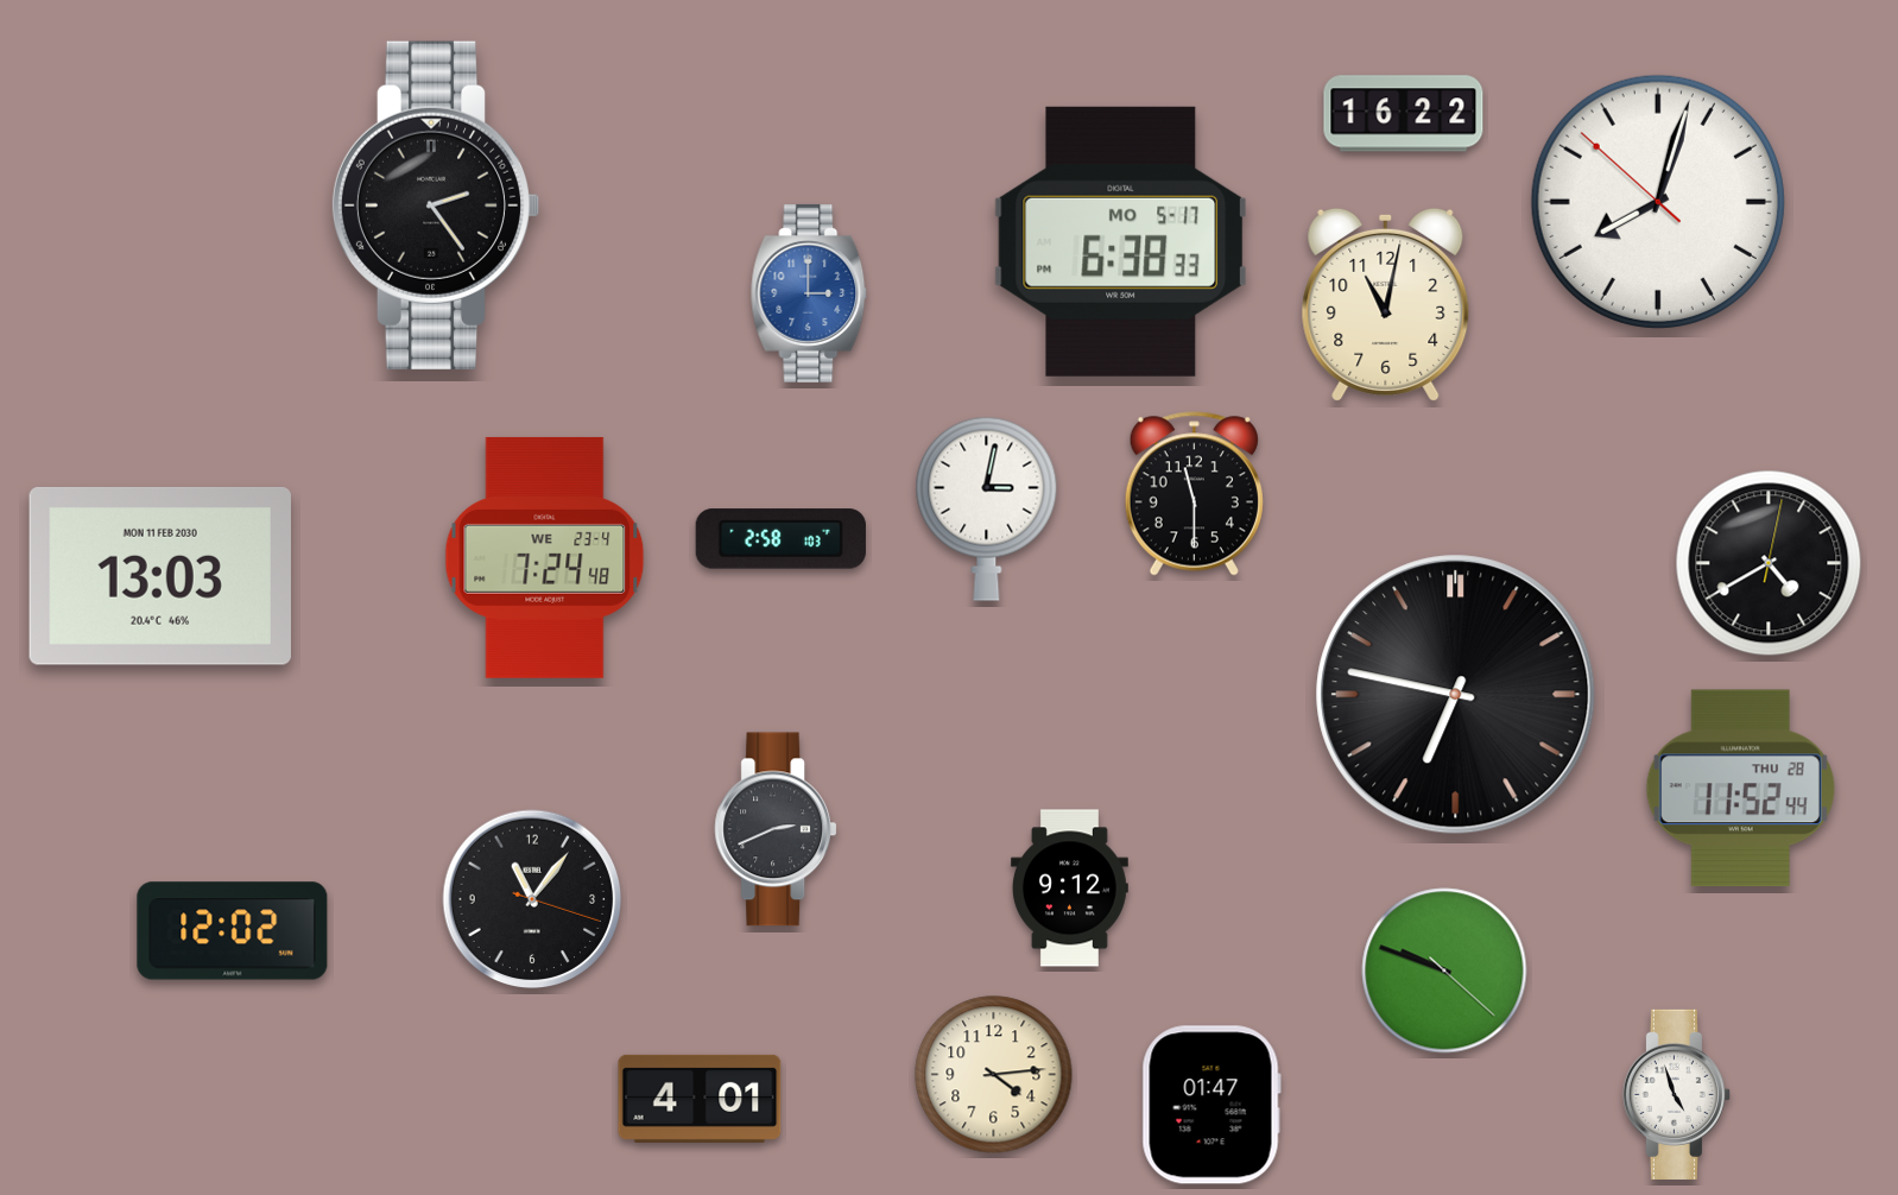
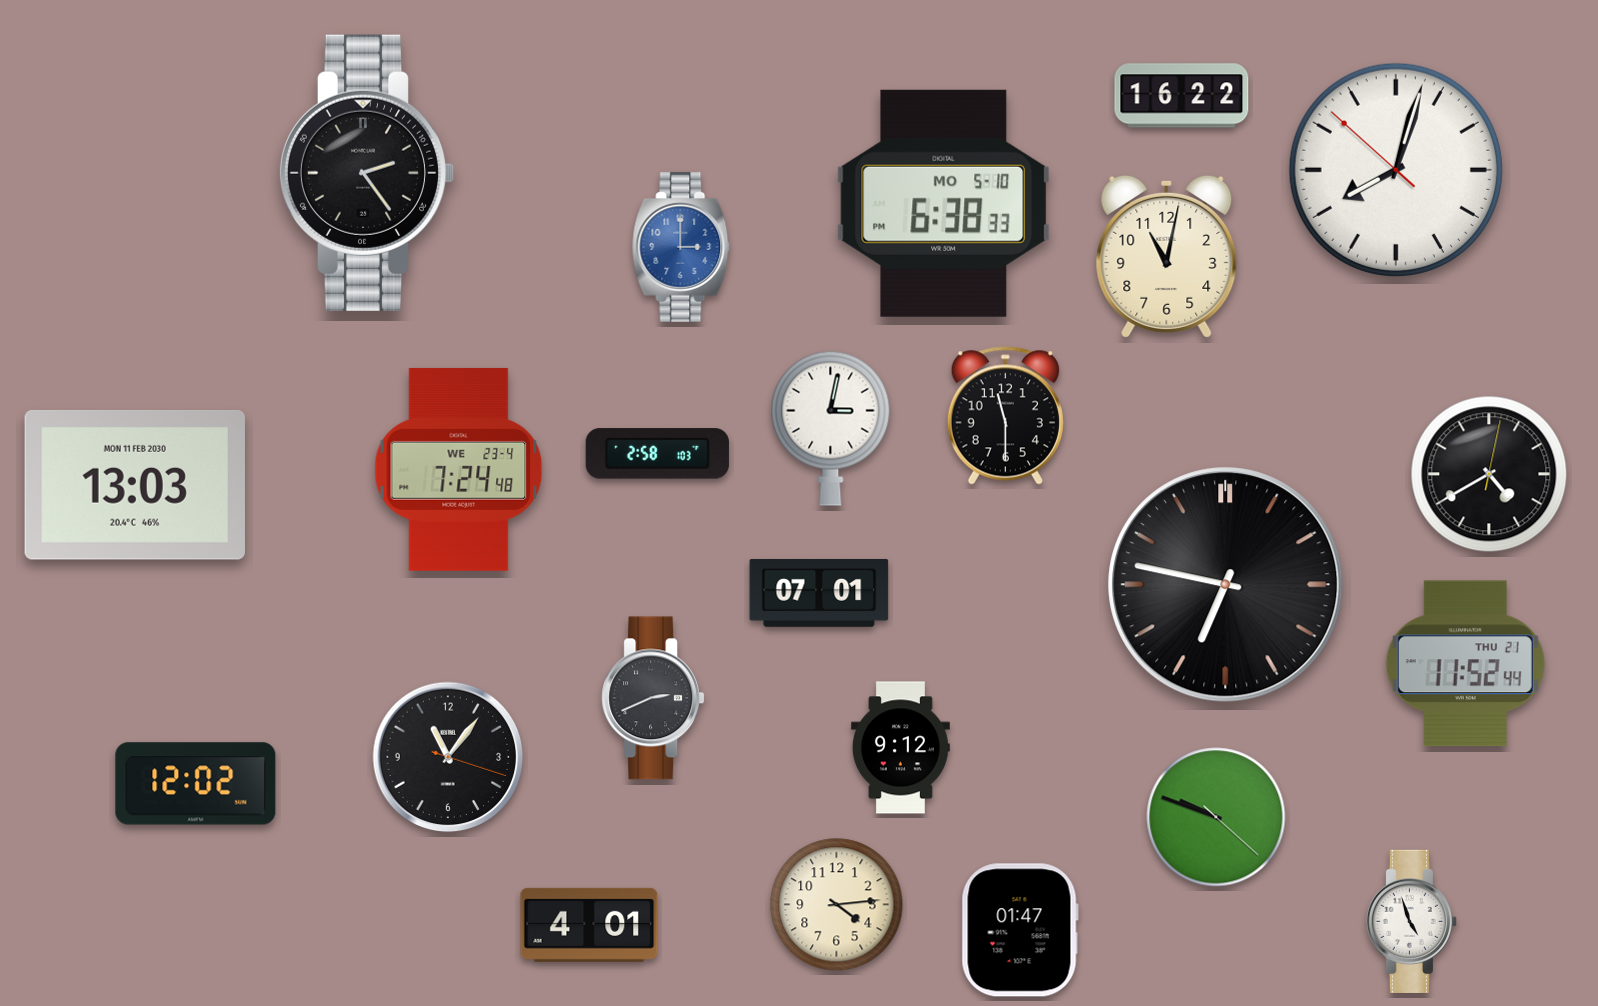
clock at (1120, 241) date: MO 5-17 -> MO 5-10
clock at (819, 593): none -> 07:01
clock at (1740, 789) date: THU 28 -> THU 21
